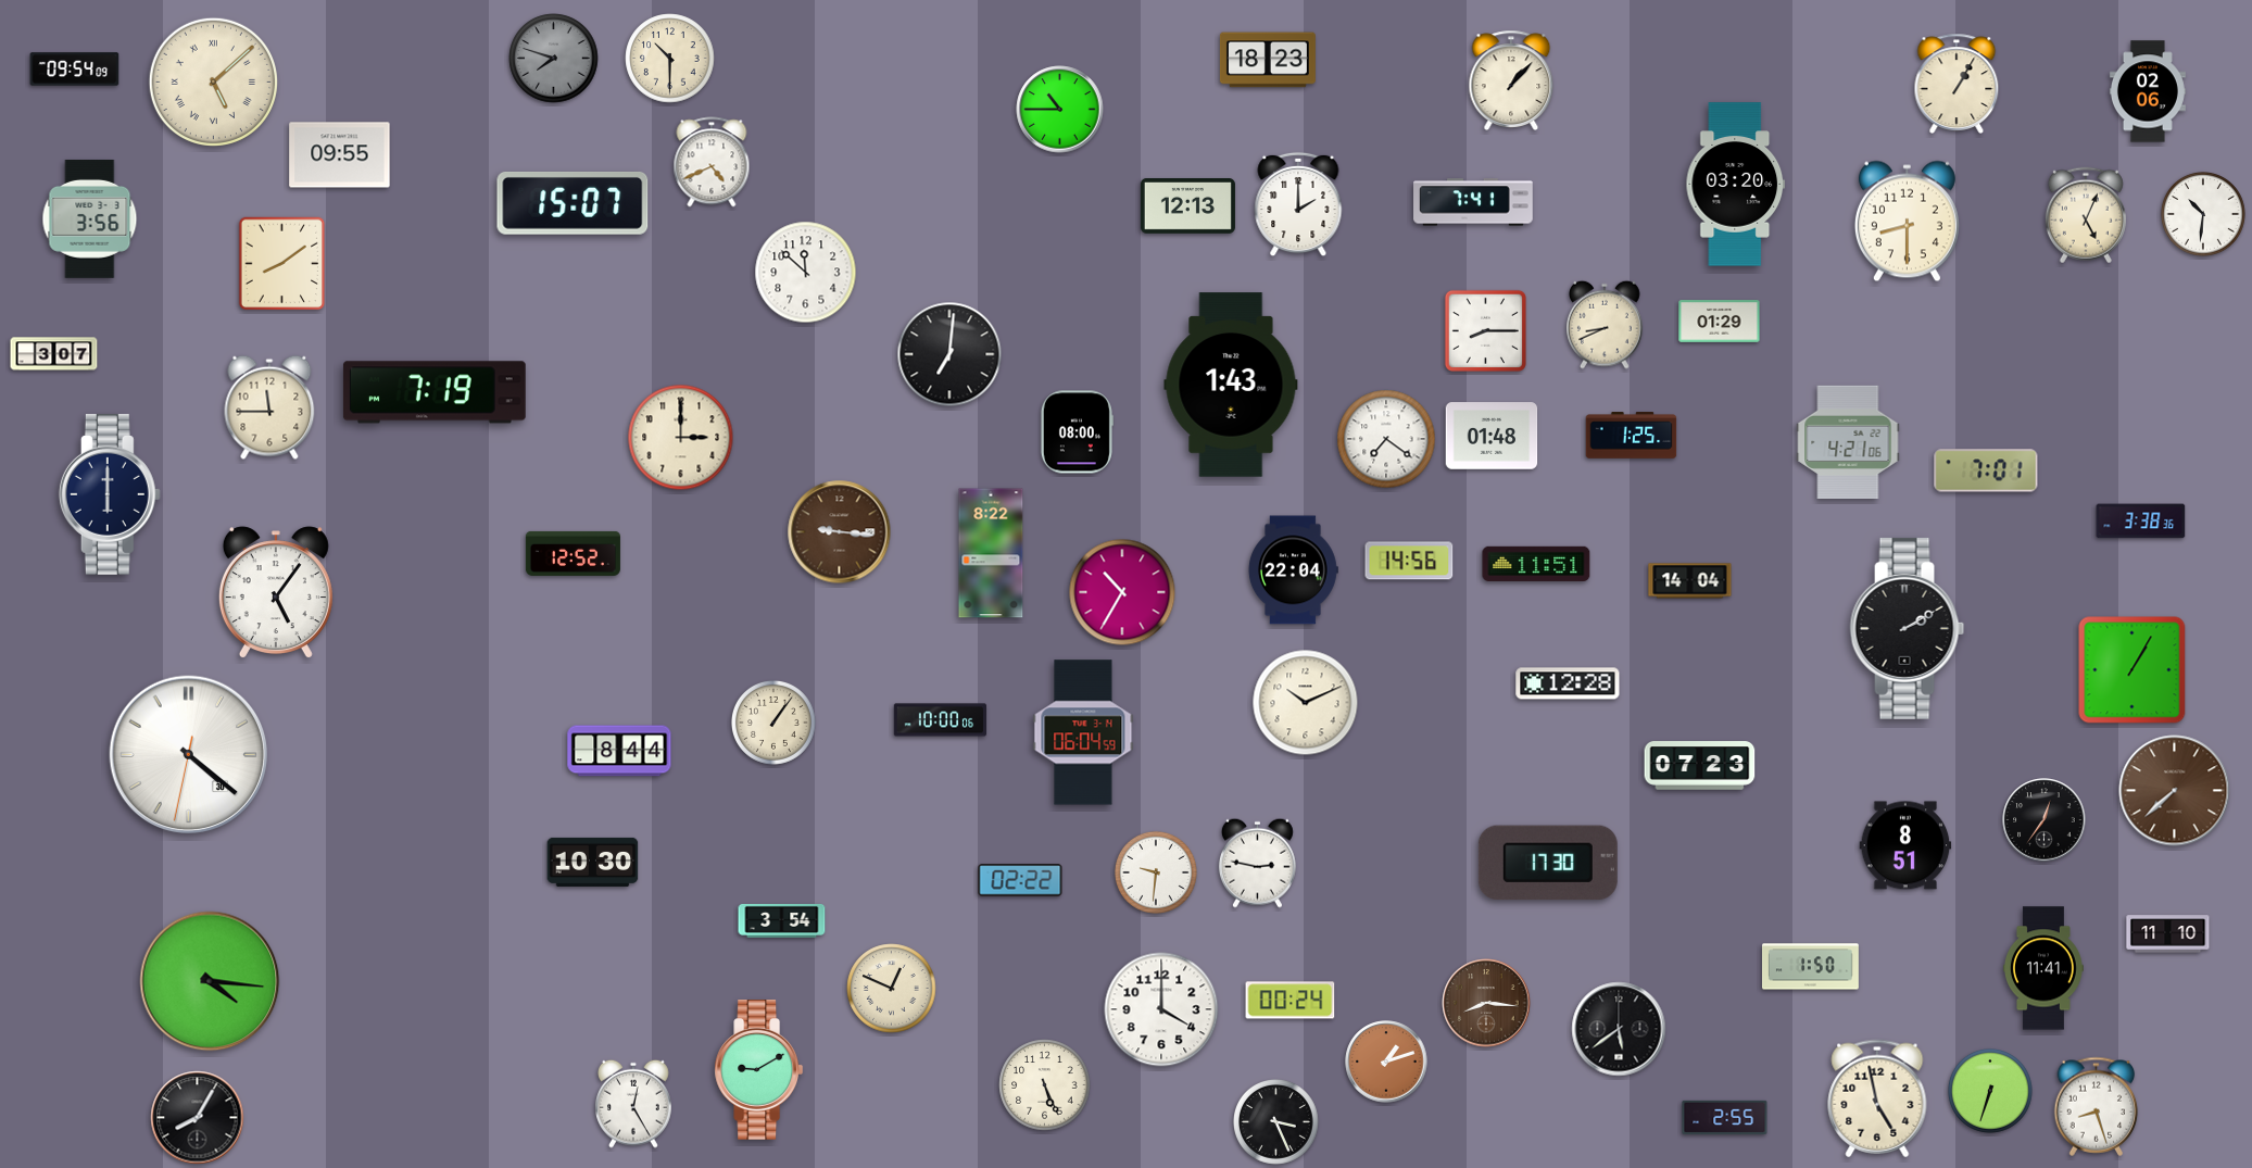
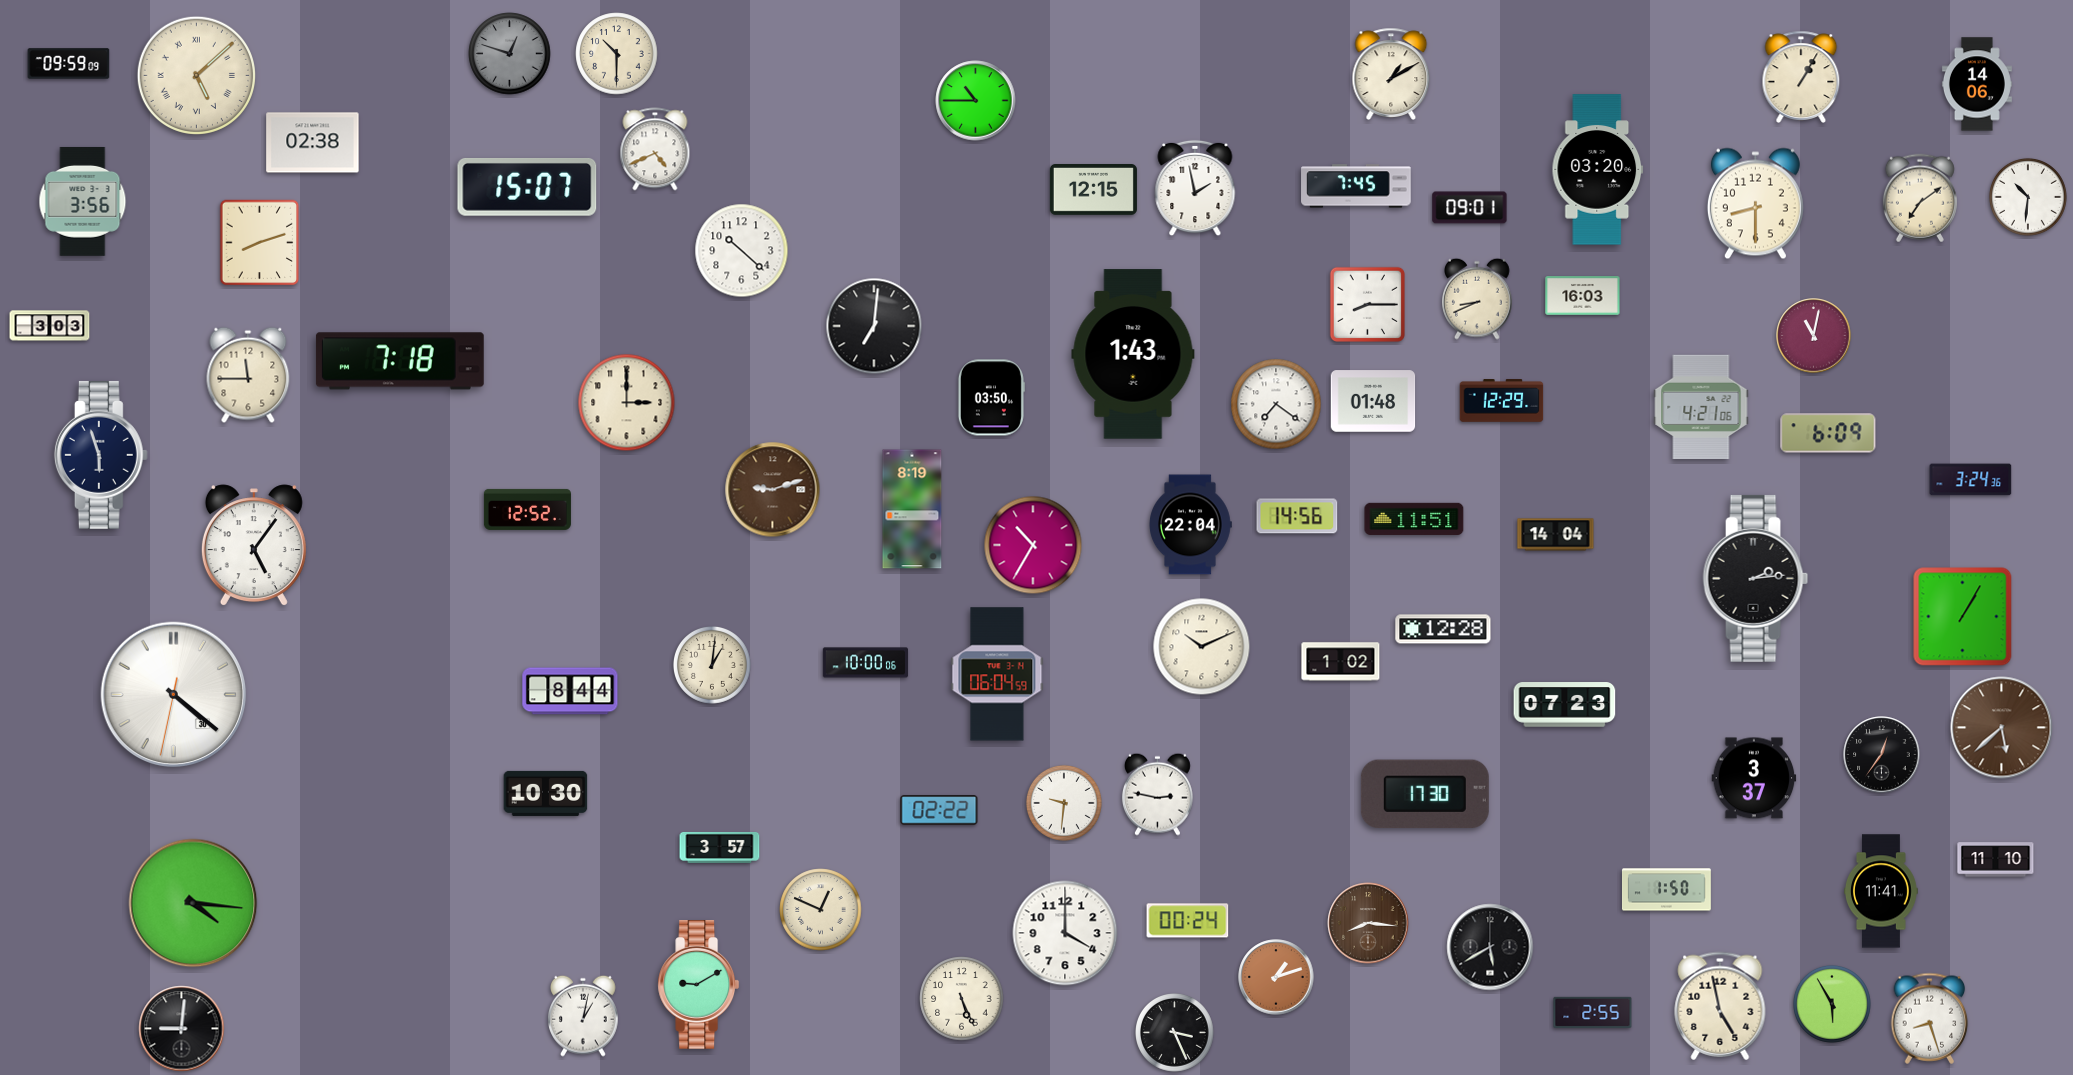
clock at (554, 59): 7:48 -> 12:48
clock at (1268, 60): 18:23 -> none
clock at (75, 70): 09:54 -> 09:59
clock at (1511, 80): 1:07 -> 1:10
clock at (2148, 91): 02:06 -> 14:06
clock at (340, 155): 09:55 -> 02:38
clock at (1473, 202): 7:41 -> 7:45
clock at (1298, 204): 2:00 -> 1:58
clock at (1187, 206): 12:13 -> 12:15
clock at (2086, 215): 5:04 -> 7:09
clock at (1470, 208): none -> 09:01
clock at (282, 264): 8:09 -> 8:12
clock at (806, 273): 11:52 -> 10:22
clock at (1720, 322): 01:29 -> 16:03
clock at (54, 354): 3:07 -> 3:03
clock at (1814, 336): none -> 11:02
clock at (435, 392): 7:19 -> 7:18
clock at (1077, 432): 08:00 -> 03:50
clock at (1632, 436): 1:25 -> 12:29
clock at (1986, 470): 7:01 -> 6:09
clock at (110, 494): 6:00 -> 5:57
clock at (2141, 522): 3:38 -> 3:24
clock at (840, 532): 9:16 -> 9:12
clock at (991, 553): 8:22 -> 8:19
clock at (1908, 628): 2:10 -> 2:14
clock at (1341, 662): none -> 1:02
clock at (773, 723): 1:06 -> 1:01
clock at (2175, 791): 7:38 -> 5:38
clock at (1905, 845): 8:51 -> 3:37
clock at (782, 920): 3:54 -> 3:57
clock at (1161, 1009) position: (1161, 1009) -> (1065, 933)
clock at (1619, 1029): 5:39 -> 5:40
clock at (1990, 1091): 6:33 -> 5:55
clock at (1877, 1098) position: (1877, 1098) -> (1720, 1006)
clock at (634, 1104): 12:25 -> 1:02
clock at (1725, 1117) position: (1725, 1117) -> (1593, 1012)
clock at (198, 1118): 8:05 -> 9:01
